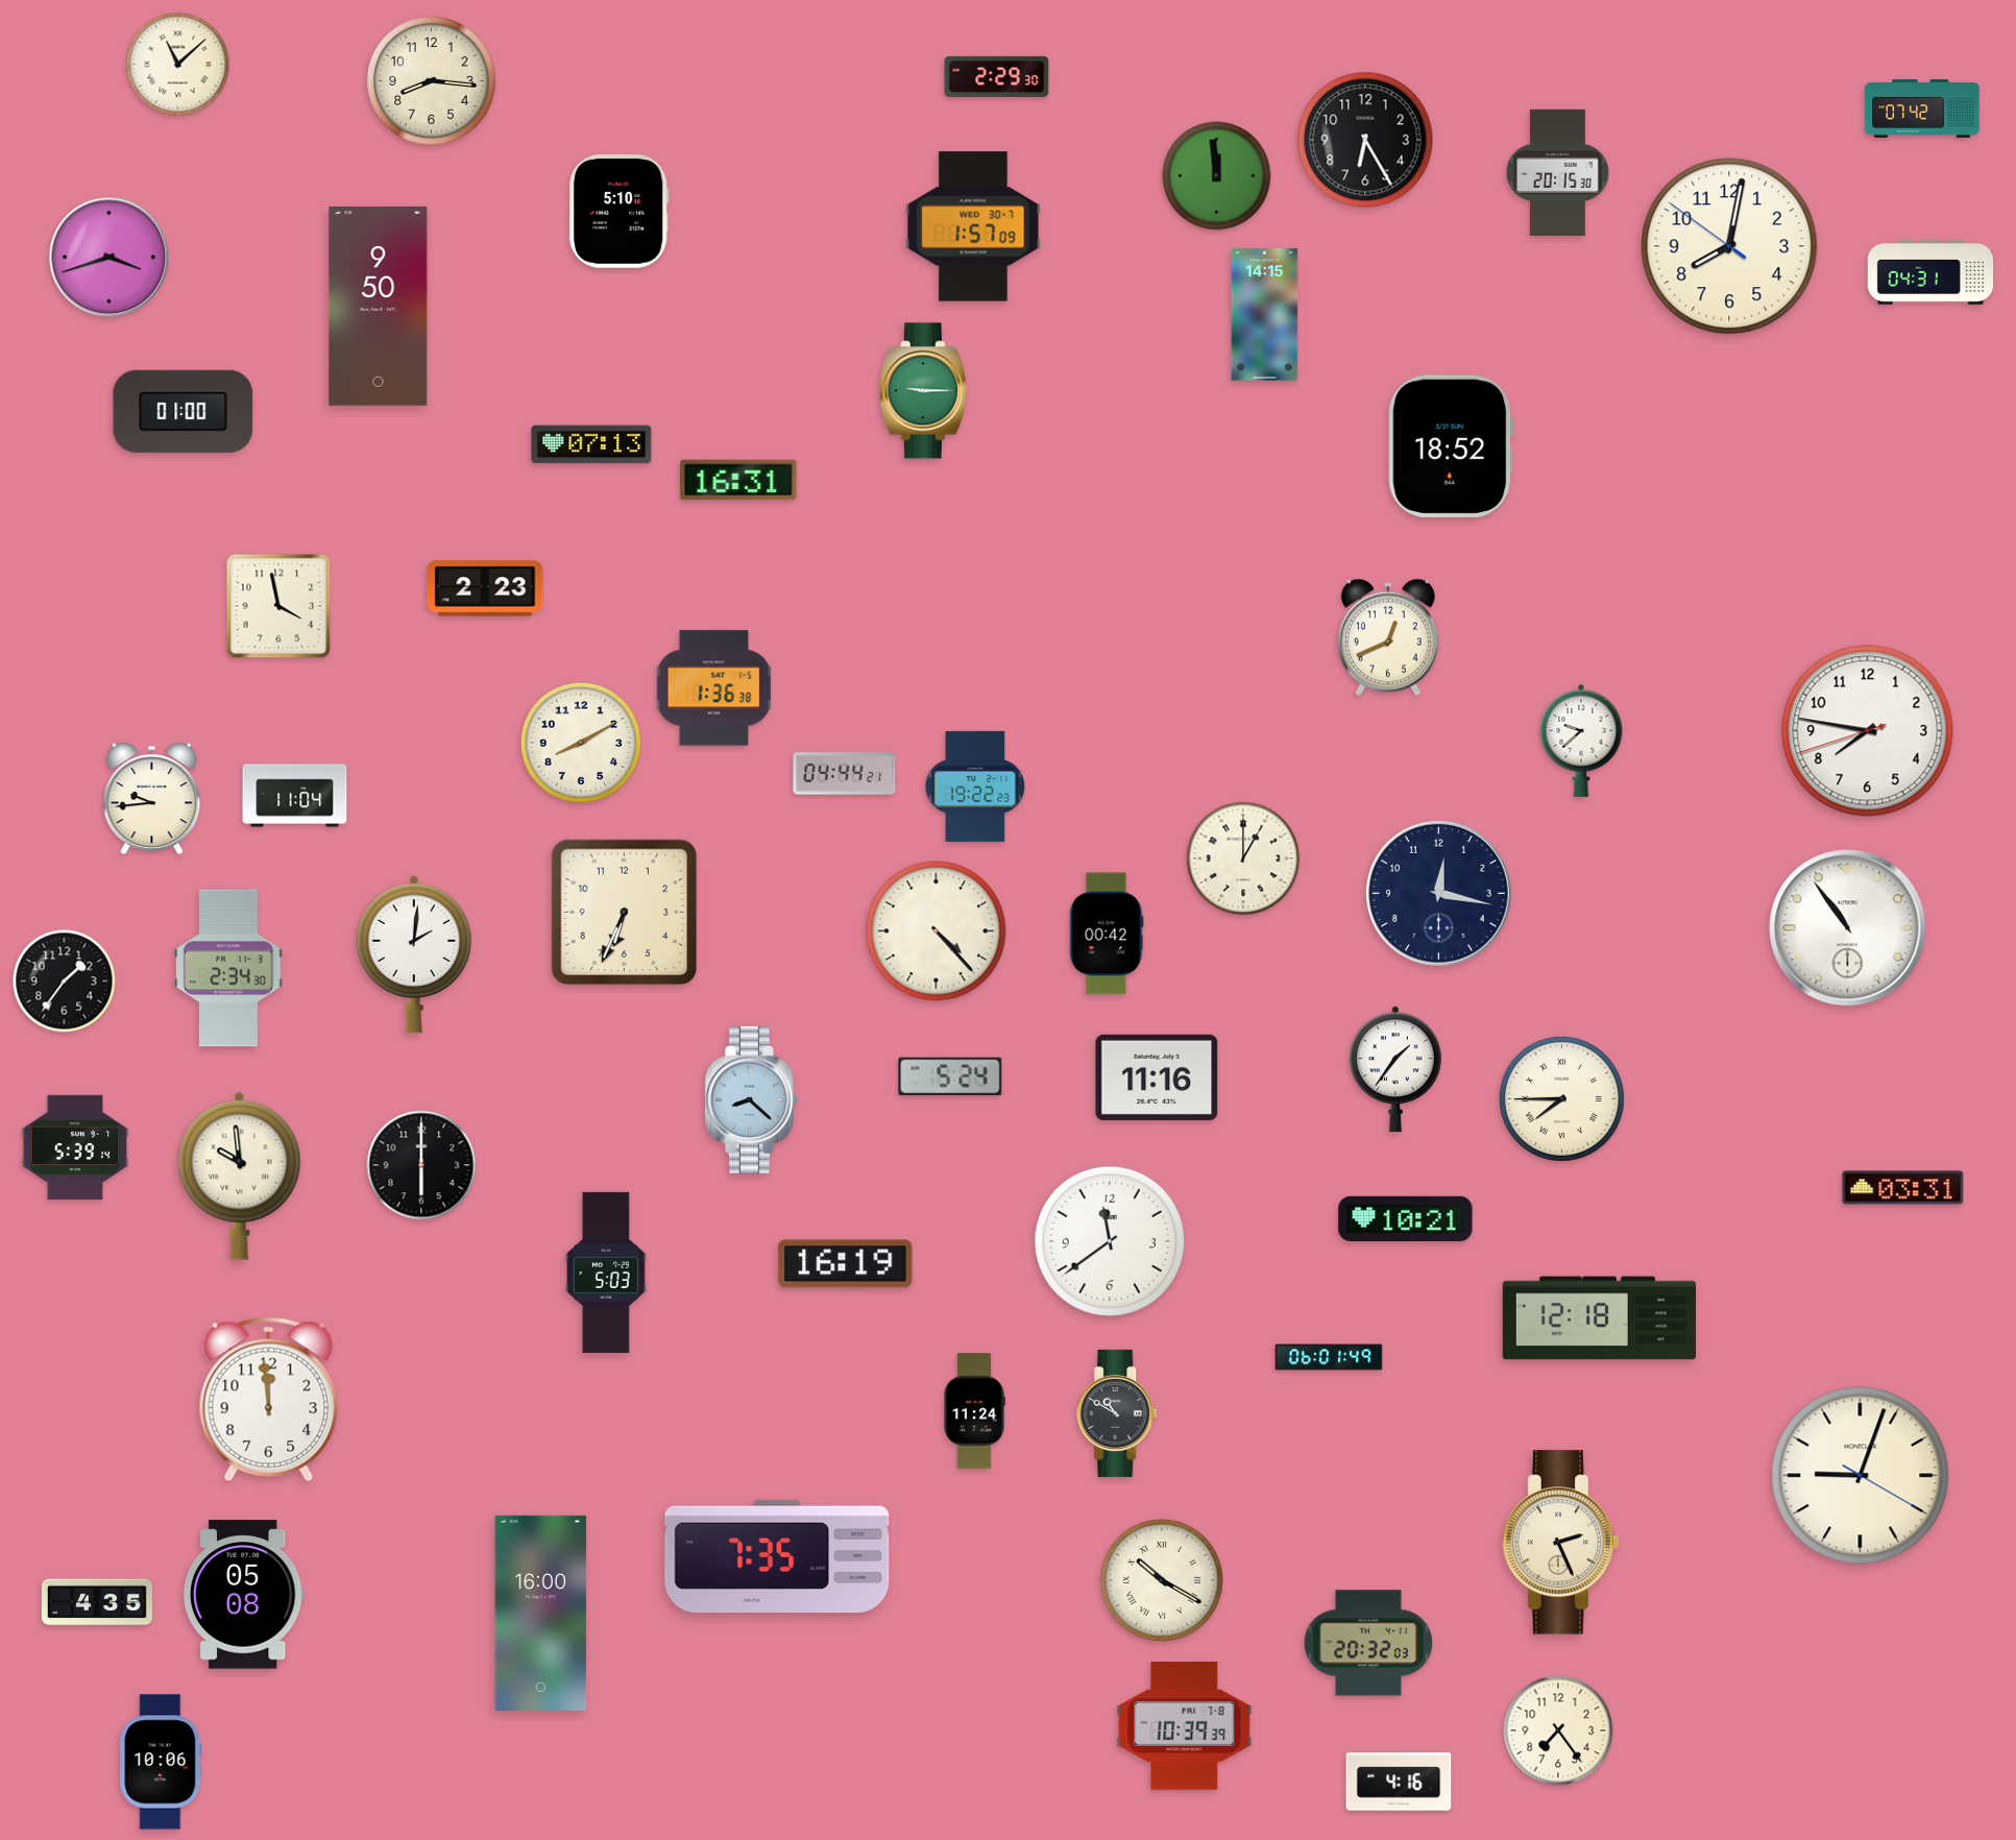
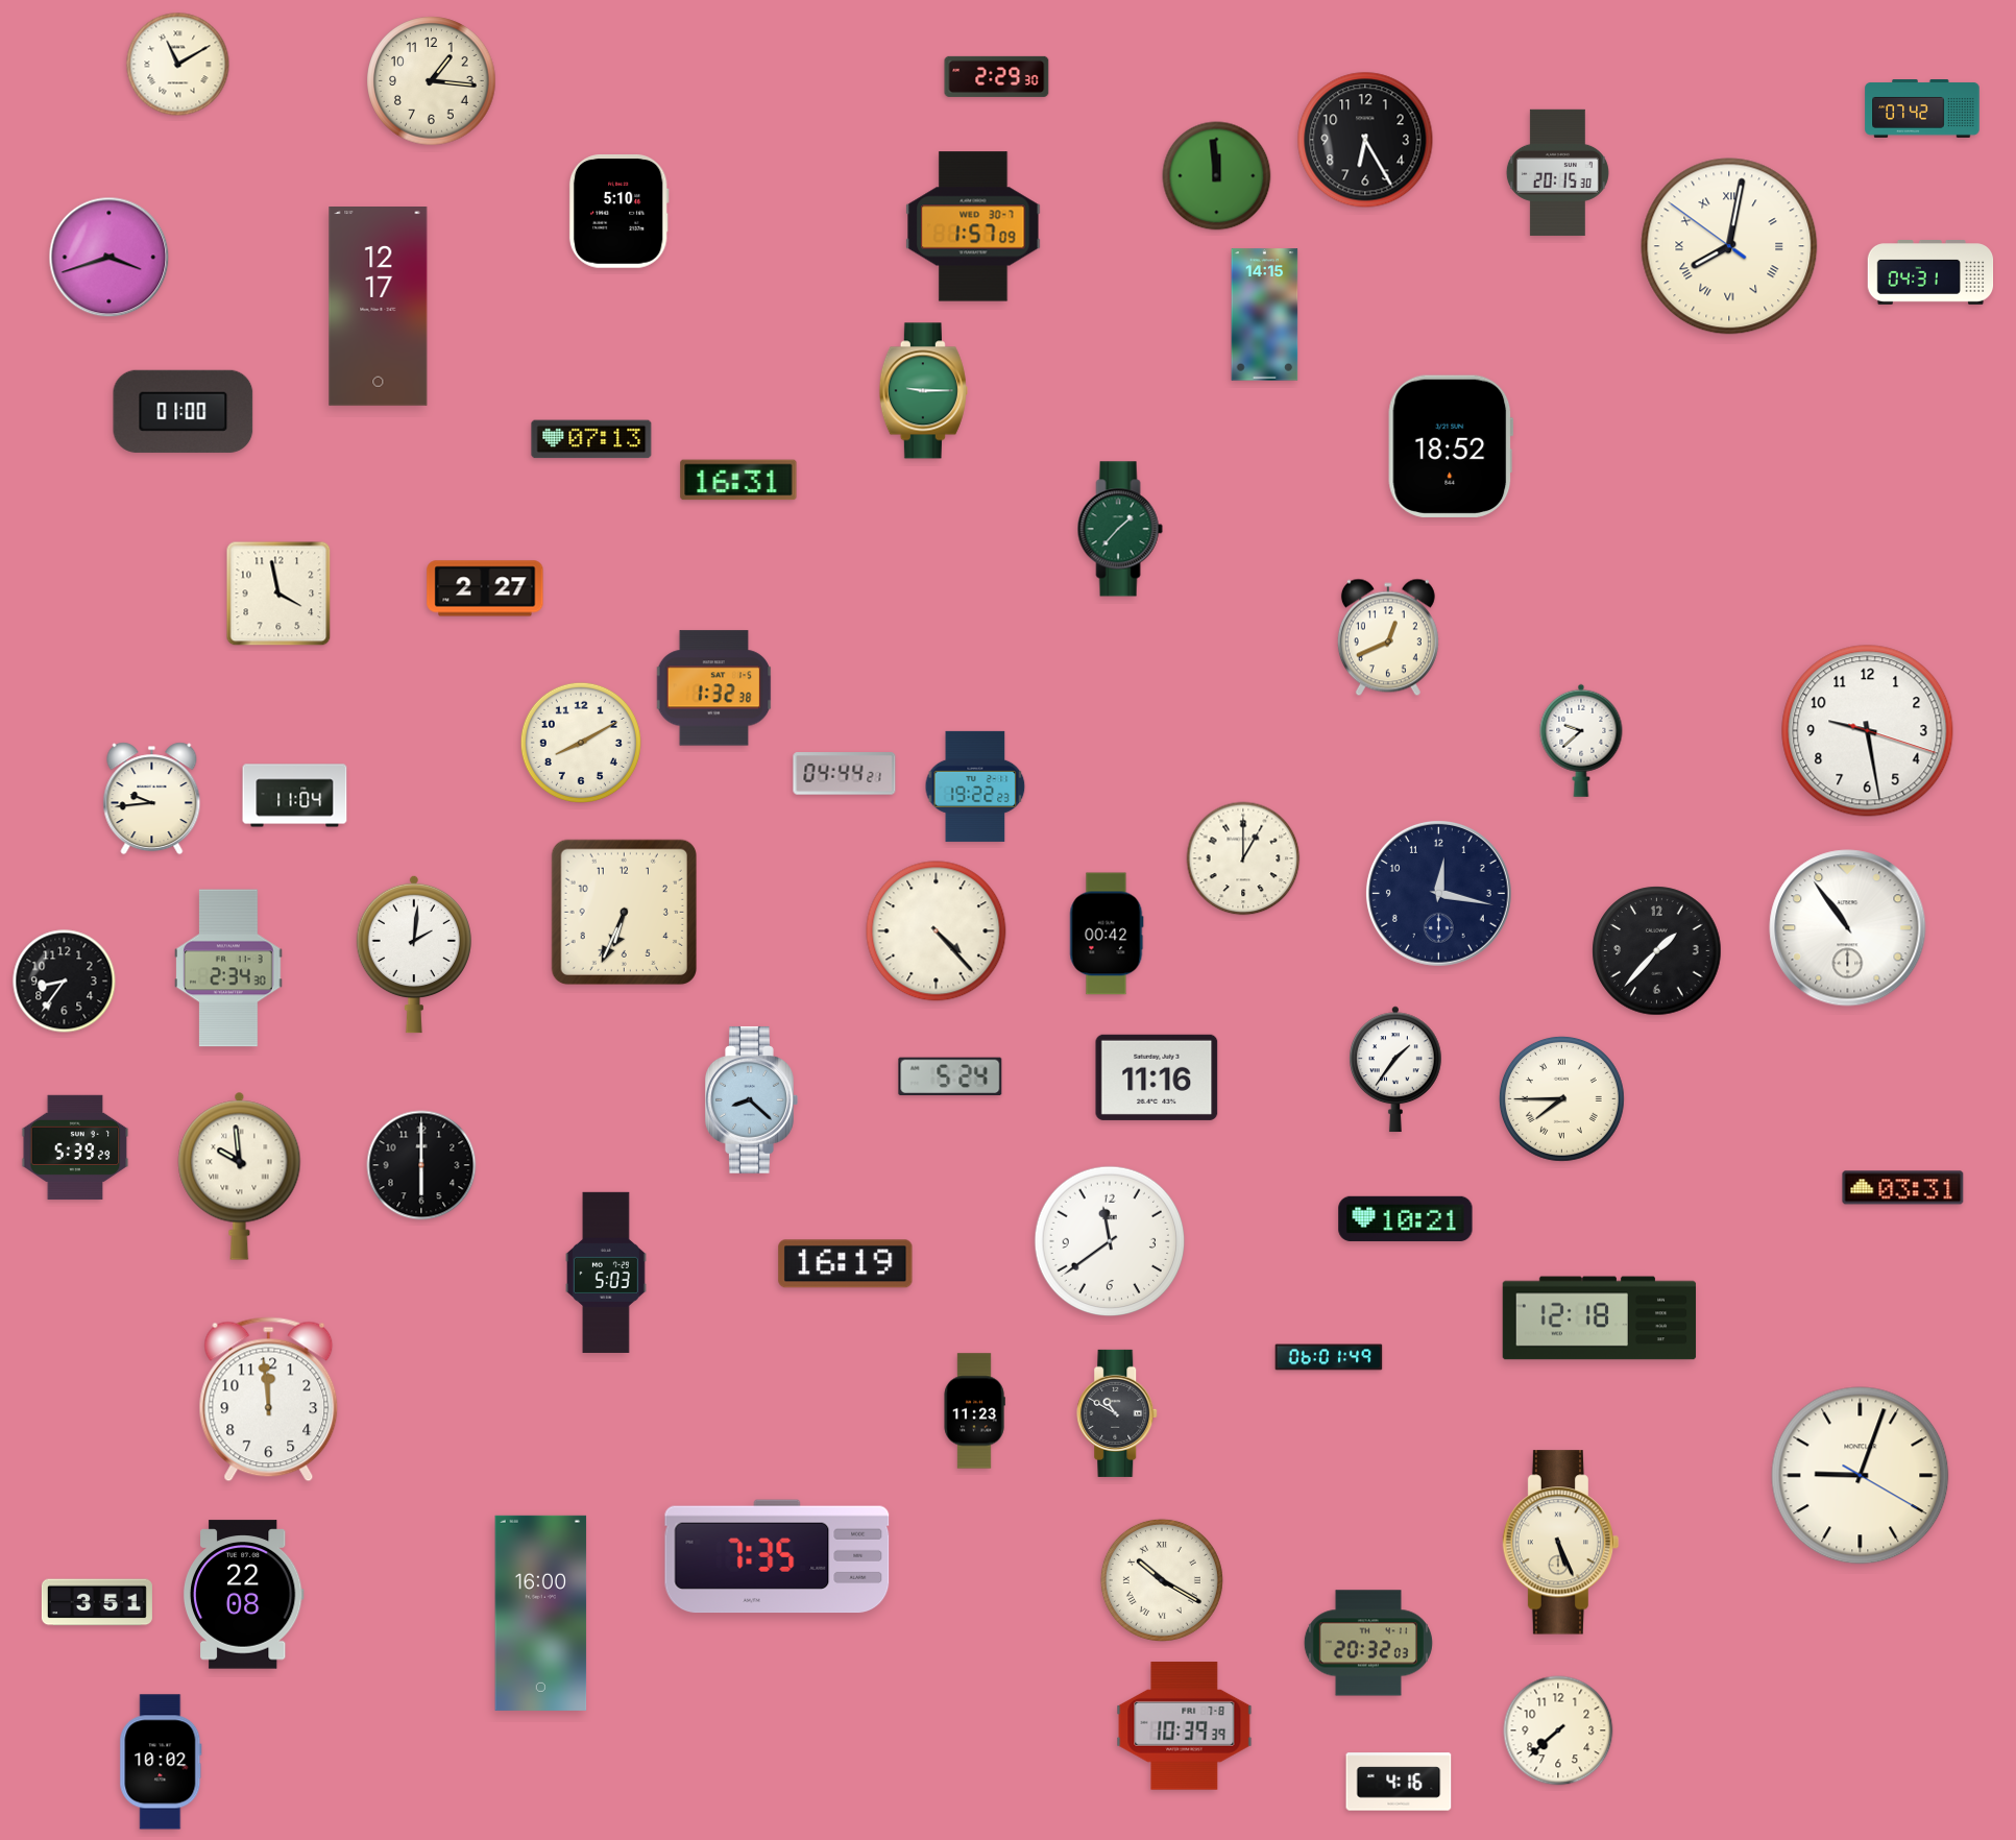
clock at (178, 65): 11:08 -> 11:10
clock at (432, 81): 8:16 -> 1:16
clock at (1729, 246) numerals: Arabic -> Roman
clock at (379, 307): 9:50 -> 12:17
clock at (591, 444) position: (591, 444) -> (591, 439)
clock at (1120, 529): none -> 1:37
clock at (485, 588): 2:23 -> 2:27
clock at (278, 606) position: (278, 606) -> (278, 594)
clock at (714, 688): 1:36 -> 1:32
clock at (1868, 731): 7:46 -> 9:28
clock at (1657, 951): none -> 1:37
clock at (65, 982): 1:36 -> 8:36
clock at (75, 1147): 5:39:14 -> 5:39:29
clock at (974, 1411): 11:24 -> 11:23
clock at (1561, 1543): 2:26 -> 5:26
clock at (243, 1595): 05:08 -> 22:08
clock at (97, 1602): 4:35 -> 3:51
clock at (1558, 1730): 7:24 -> 7:38
clock at (161, 1762): 10:06 -> 10:02
